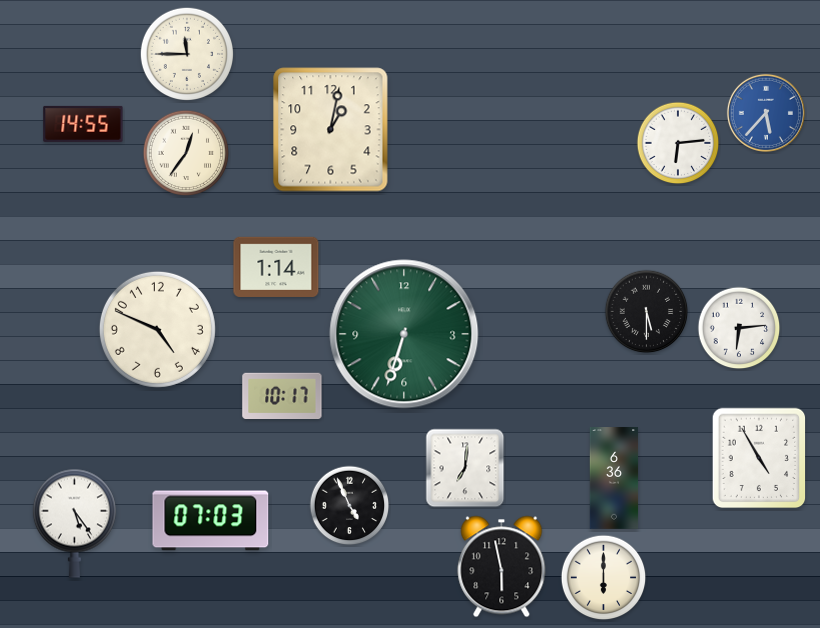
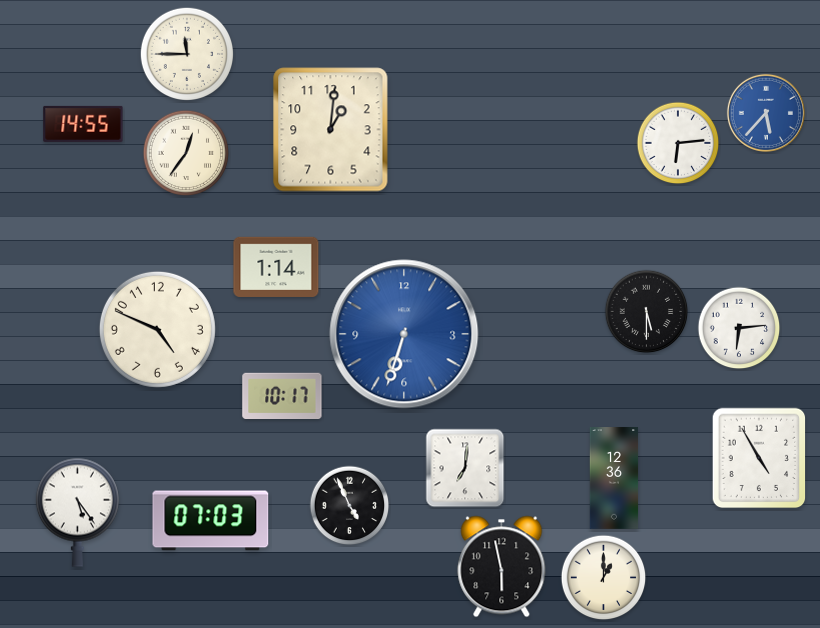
clock at (331, 130): 1:02 -> 1:01
clock at (404, 334) dial: green -> blue
clock at (614, 478): 6:36 -> 12:36
clock at (74, 523) position: (74, 523) -> (77, 512)
clock at (604, 578): 6:00 -> 1:00
